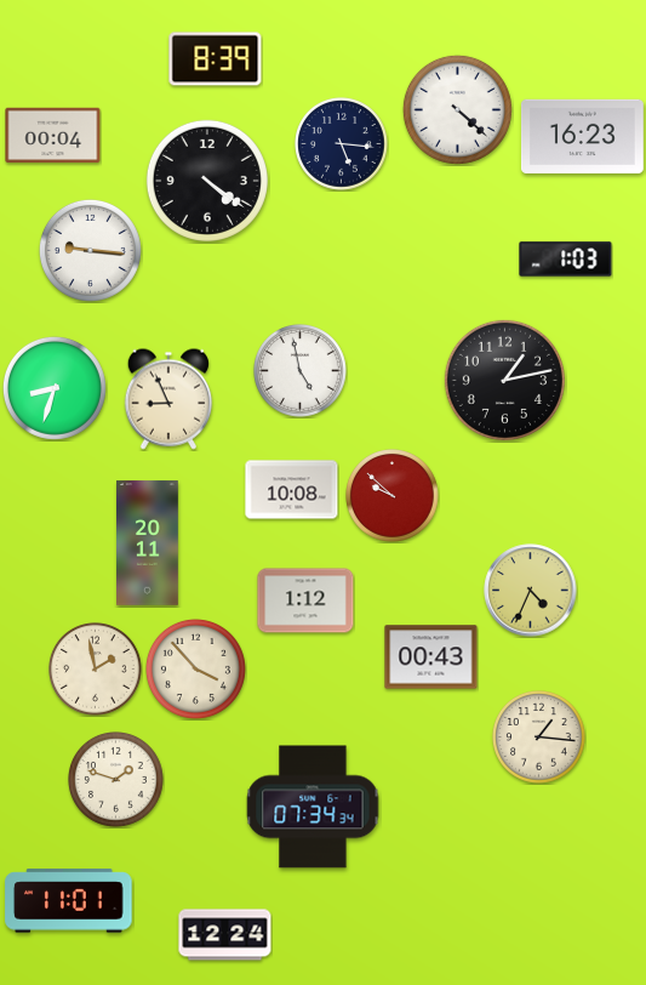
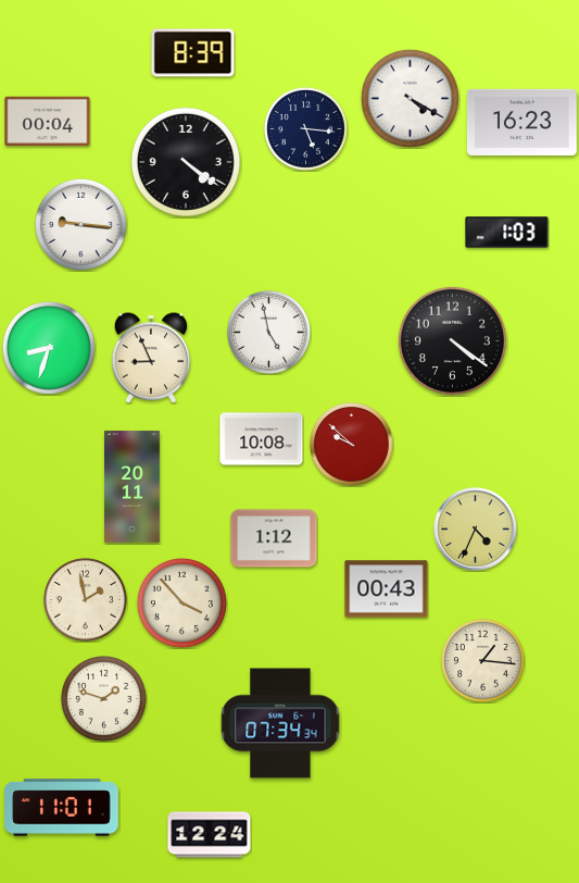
clock at (457, 109): 4:22 -> 4:20
clock at (504, 380): 1:13 -> 4:21
clock at (195, 668) position: (195, 668) -> (181, 602)
clock at (225, 935) position: (225, 935) -> (210, 835)
